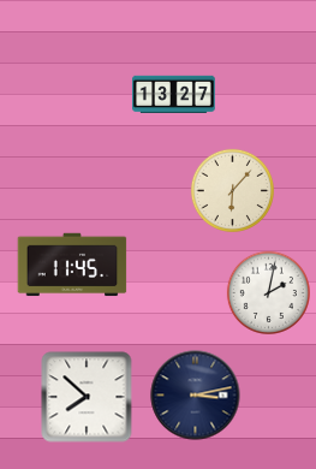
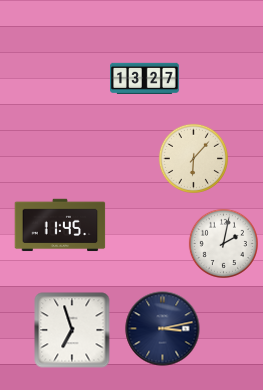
clock at (72, 265) position: (72, 265) -> (60, 225)
clock at (87, 397): 7:52 -> 6:57
